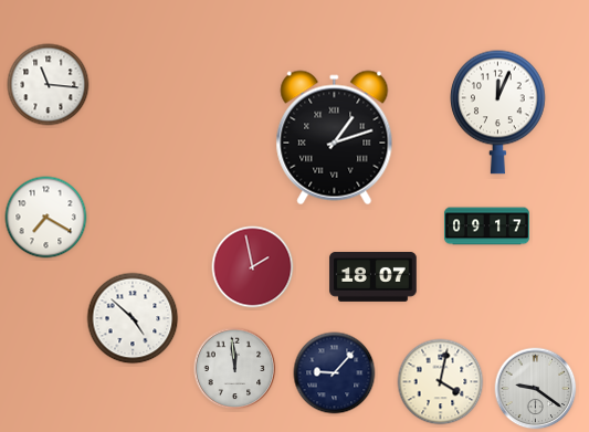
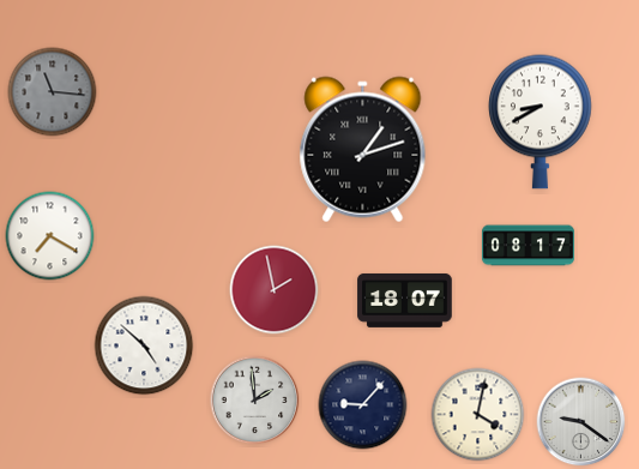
clock at (49, 85) dial: white -> grey
clock at (498, 112): 12:04 -> 8:40
clock at (487, 226): 09:17 -> 08:17
clock at (235, 369): 11:59 -> 1:59
